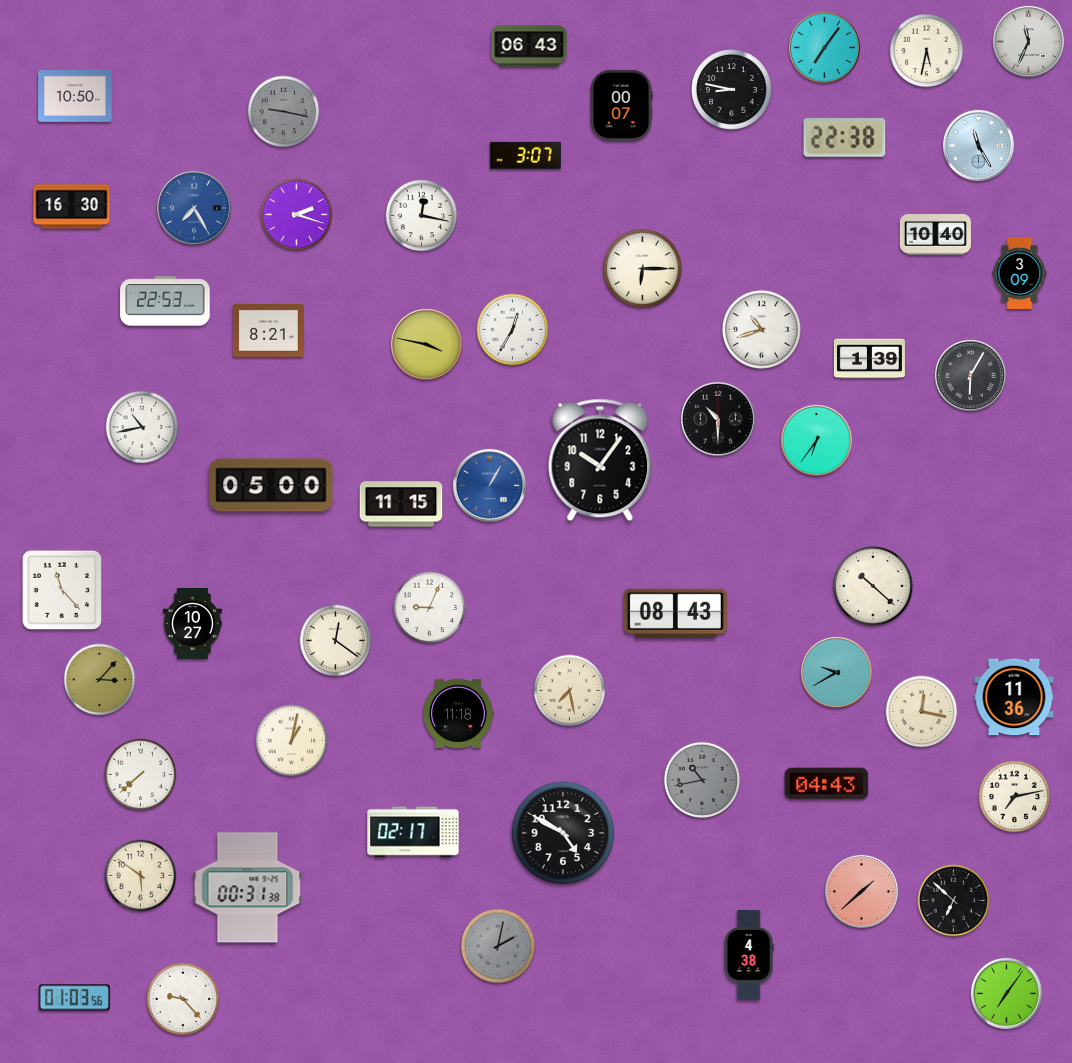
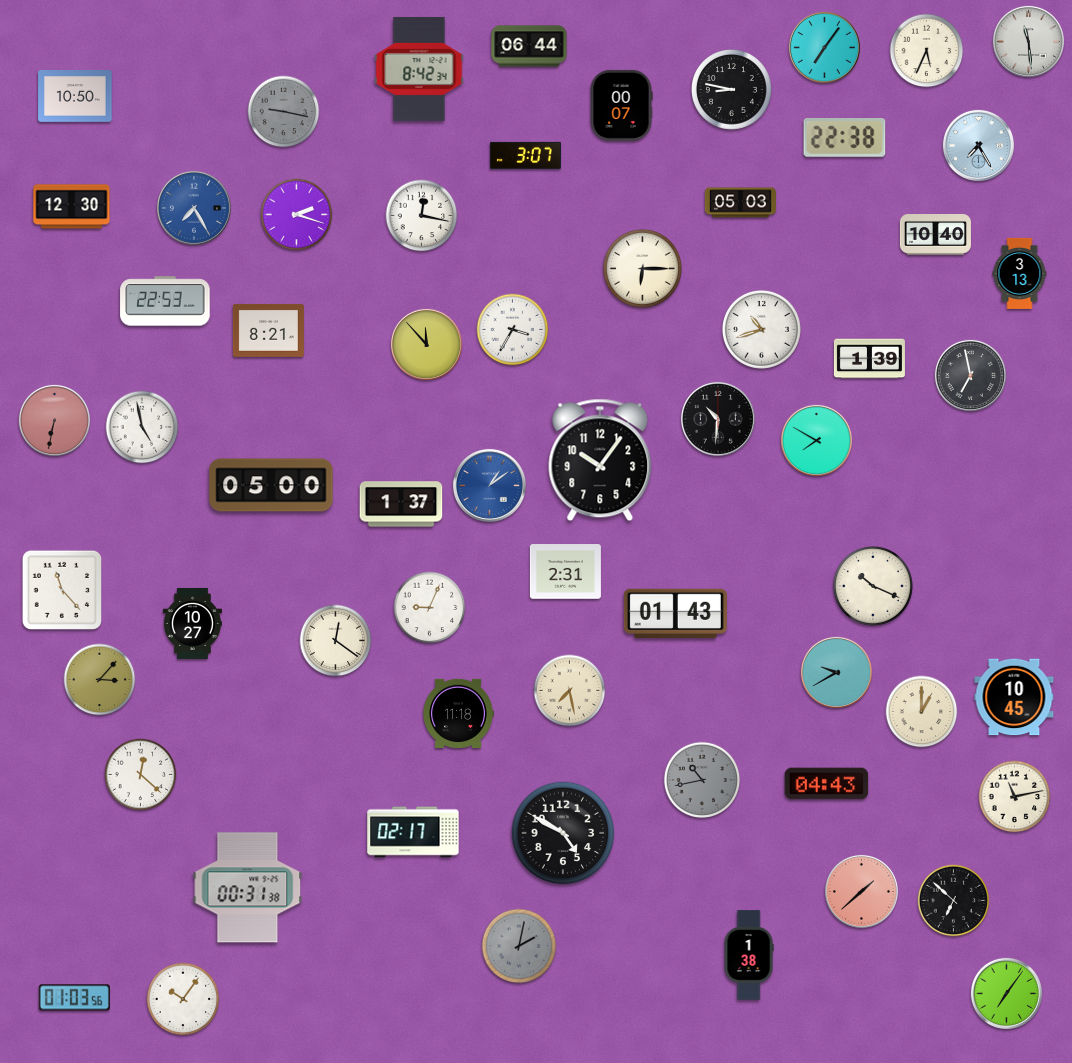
clock at (1028, 41): 11:34 -> 11:29
clock at (529, 46): 06:43 -> 06:44
clock at (927, 51): 5:32 -> 5:34
clock at (419, 69): none -> 8:42
clock at (978, 145): 11:25 -> 7:25
clock at (740, 203): none -> 05:03
clock at (72, 207): 16:30 -> 12:30
clock at (1020, 273): 3:09 -> 3:13
clock at (513, 330): 12:35 -> 3:35
clock at (426, 344): 3:47 -> 11:53
clock at (970, 375): 6:05 -> 6:58
clock at (718, 419): 10:30 -> 10:31
clock at (54, 420): none -> 6:32
clock at (142, 427): 10:43 -> 4:58
clock at (816, 440): 6:36 -> 7:50
clock at (489, 485): 1:05 -> 1:09
clock at (401, 504): 11:15 -> 1:37
clock at (565, 572): none -> 2:31
clock at (873, 586): 10:22 -> 10:19
clock at (675, 614): 08:43 -> 01:43
clock at (1014, 697): 11:36 -> 10:45
clock at (922, 712): 12:17 -> 1:00
clock at (292, 741): 1:02 -> none
clock at (141, 775): 7:38 -> 12:22
clock at (1015, 797): 7:13 -> 11:13
clock at (141, 876): 5:51 -> none
clock at (498, 946) position: (498, 946) -> (519, 946)
clock at (749, 955): 4:38 -> 1:38
clock at (183, 999): 9:23 -> 10:06
